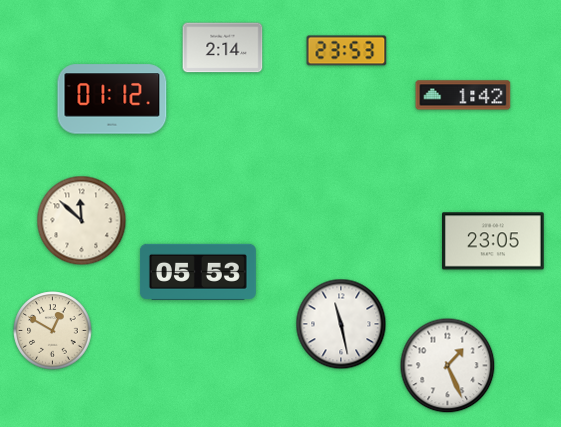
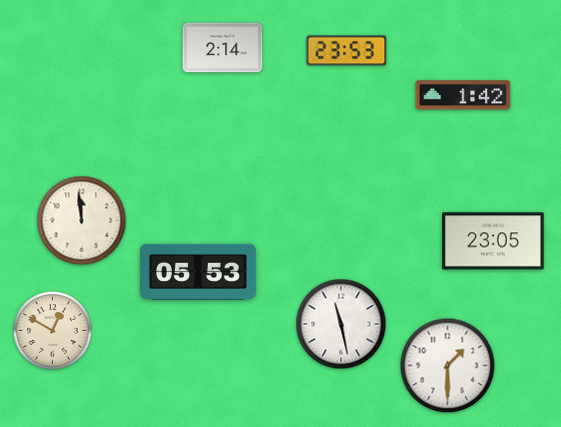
clock at (112, 99): 01:12 -> none
clock at (82, 221): 11:52 -> 11:59
clock at (448, 366): 1:26 -> 1:30
